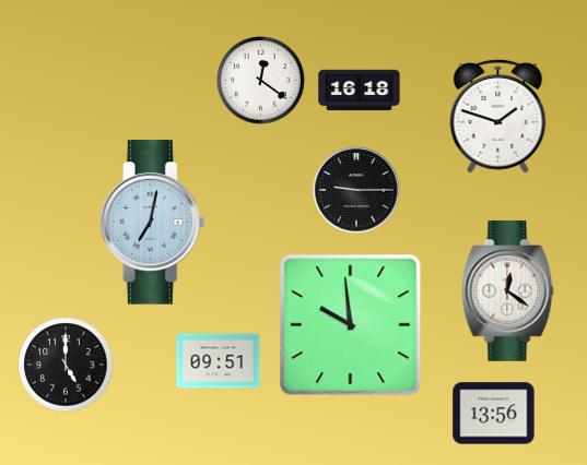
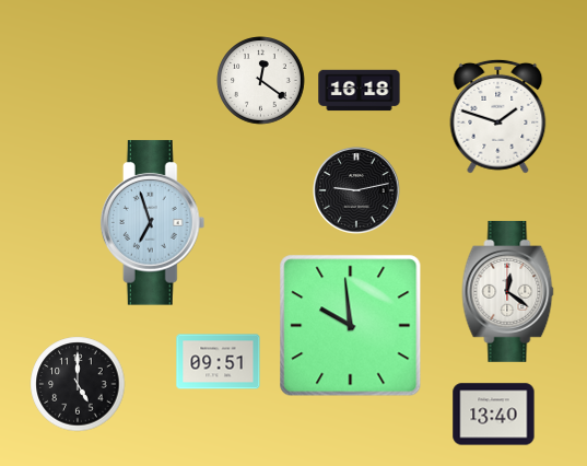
clock at (356, 190): 9:15 -> 9:13
clock at (153, 223): 7:02 -> 6:57
clock at (66, 365) position: (66, 365) -> (78, 384)
clock at (494, 414): 13:56 -> 13:40
